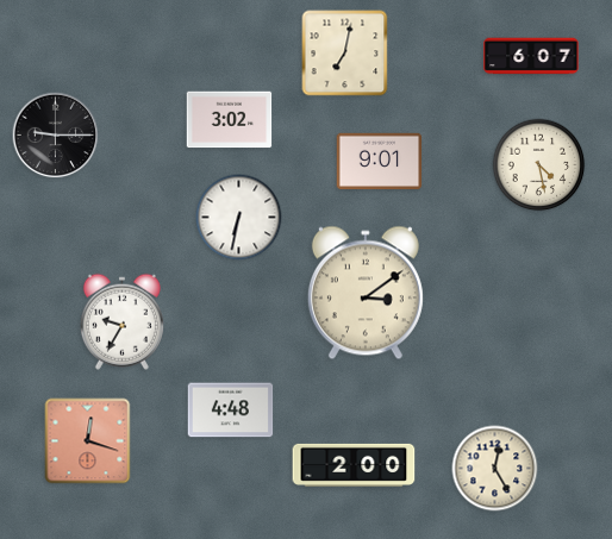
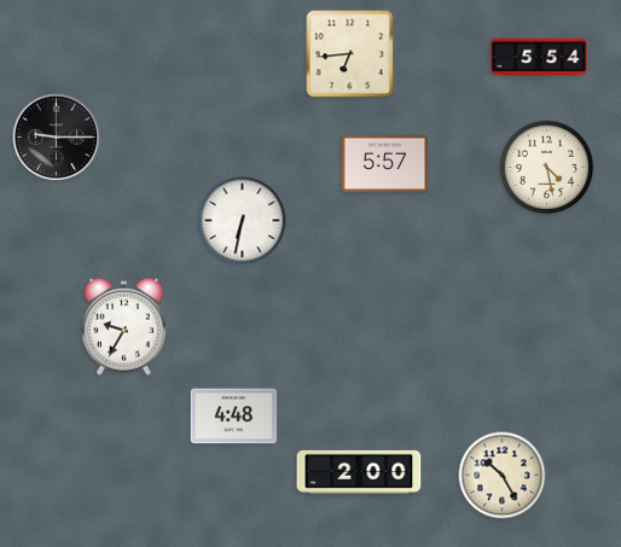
clock at (345, 54): 7:02 -> 6:44
clock at (531, 56): 6:07 -> 5:54
clock at (230, 120): 3:02 -> none
clock at (380, 162): 9:01 -> 5:57
clock at (366, 293): 3:09 -> none
clock at (88, 441): 12:18 -> none
clock at (495, 469): 12:25 -> 10:25
